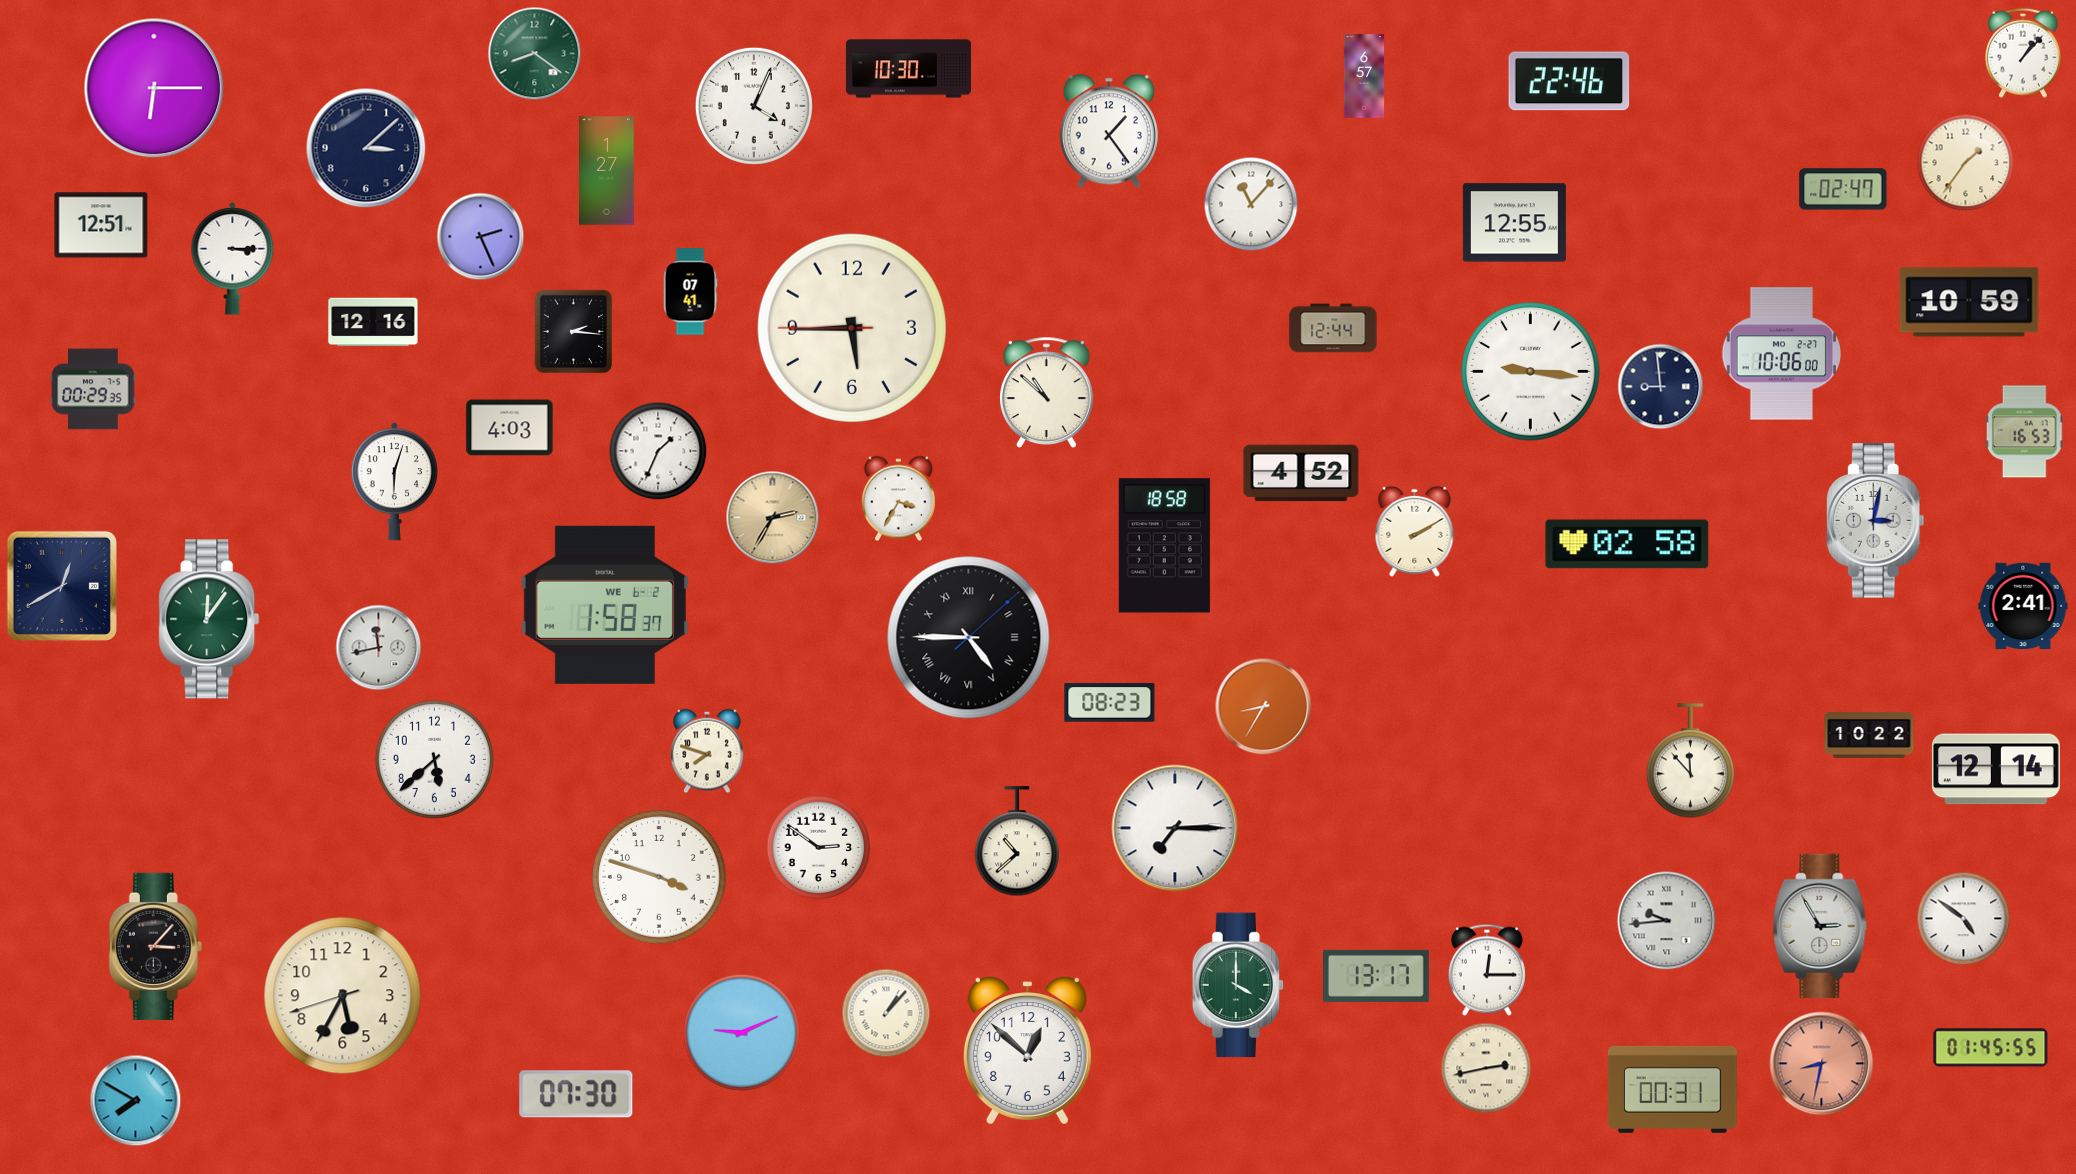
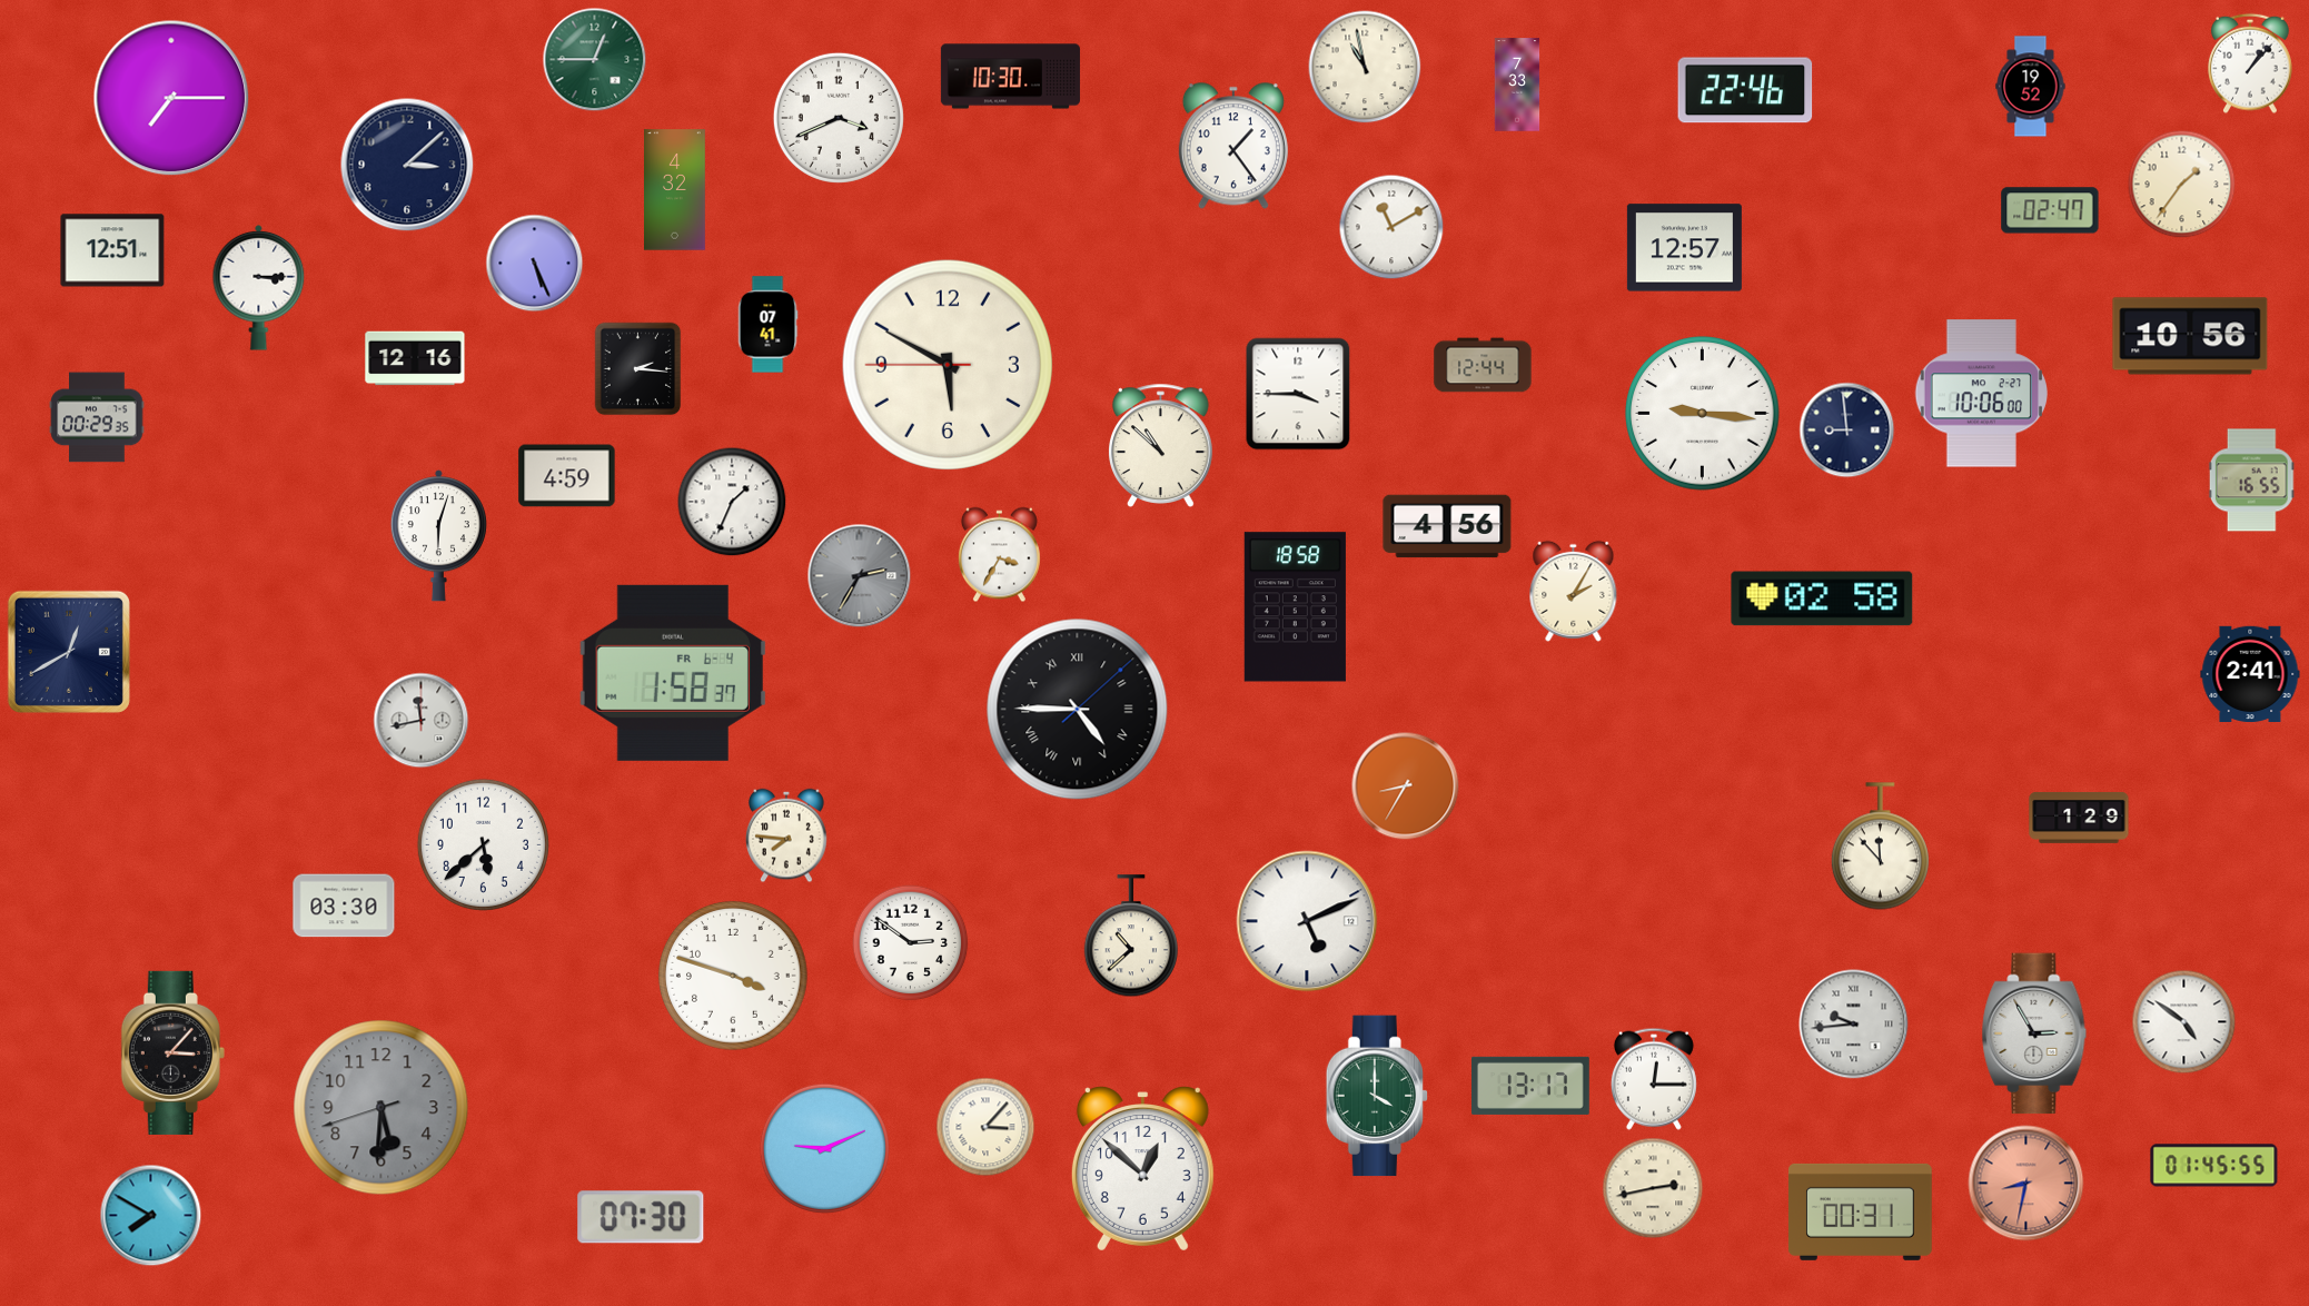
clock at (2024, 53) position: (2024, 53) -> (2251, 63)
clock at (535, 54): 8:21 -> 12:45
clock at (1365, 67): none -> 10:58
clock at (1364, 76): 6:57 -> 7:33
clock at (2031, 87): none -> 19:52
clock at (154, 88): 6:15 -> 7:15
clock at (754, 106): 4:04 -> 3:41
clock at (1966, 163) position: (1966, 163) -> (2182, 185)
clock at (607, 171): 1:27 -> 4:32
clock at (1251, 204): 11:07 -> 11:10
clock at (1514, 223): 12:55 -> 12:57
clock at (481, 237): 2:26 -> 5:26
clock at (1969, 302): 10:59 -> 10:56
clock at (852, 328): 5:44 -> 5:49
clock at (1298, 394): none -> 3:45
clock at (93, 389) position: (93, 389) -> (97, 417)
clock at (1047, 392) position: (1047, 392) -> (1161, 445)
clock at (510, 428): 4:03 -> 4:59
clock at (2024, 432): 16:53 -> 16:55
clock at (1301, 473): 4:52 -> 4:56
clock at (773, 518) dial: champagne -> grey
clock at (1875, 521): 3:02 -> none
clock at (1415, 531): 2:10 -> 2:05
clock at (1627, 544) position: (1627, 544) -> (1822, 598)
clock at (605, 605) date: WE 6-2 -> FR 6-4
clock at (209, 619): 12:06 -> none
clock at (1110, 703): 08:23 -> none
clock at (1869, 735): 10:22 -> 1:29
clock at (707, 751): 7:48 -> 7:46
clock at (1996, 769): 12:14 -> none
clock at (344, 906): none -> 03:30
clock at (1175, 828): 7:15 -> 5:11
clock at (1820, 926) position: (1820, 926) -> (2034, 1033)
clock at (343, 996): 5:34 -> 5:30
clock at (343, 996) dial: cream -> grey
clock at (886, 1013): 1:07 -> 3:07
clock at (136, 1101) position: (136, 1101) -> (151, 1216)
